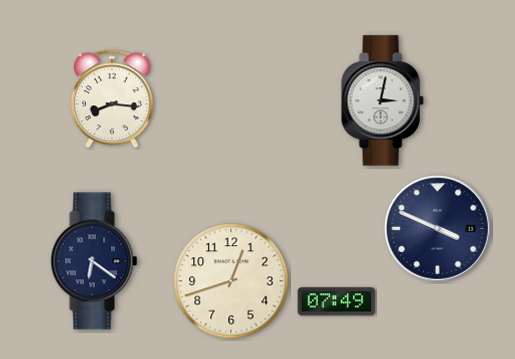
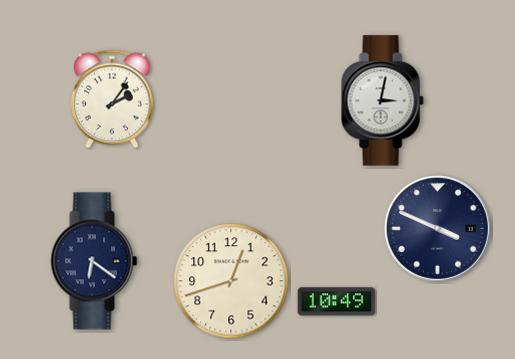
clock at (112, 99): 8:16 -> 2:06
clock at (337, 302): 07:49 -> 10:49
